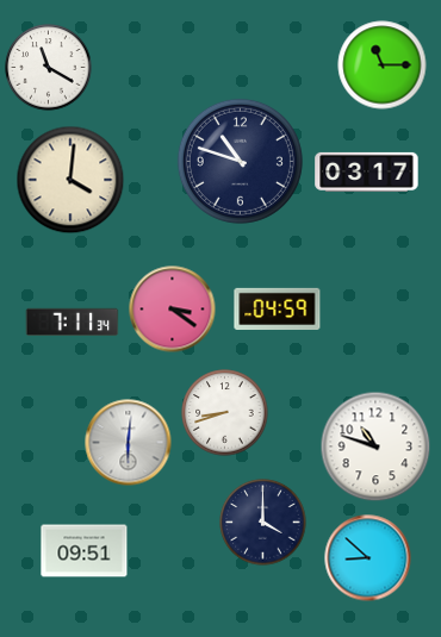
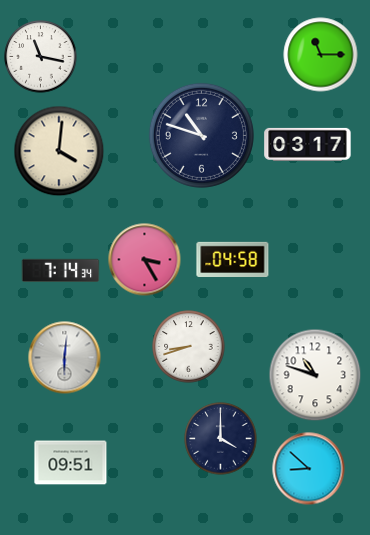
clock at (49, 68): 11:20 -> 11:17
clock at (278, 308): 04:59 -> 04:58
clock at (173, 310): 3:21 -> 3:25
clock at (73, 321): 7:11 -> 7:14
clock at (129, 443) position: (129, 443) -> (65, 358)
